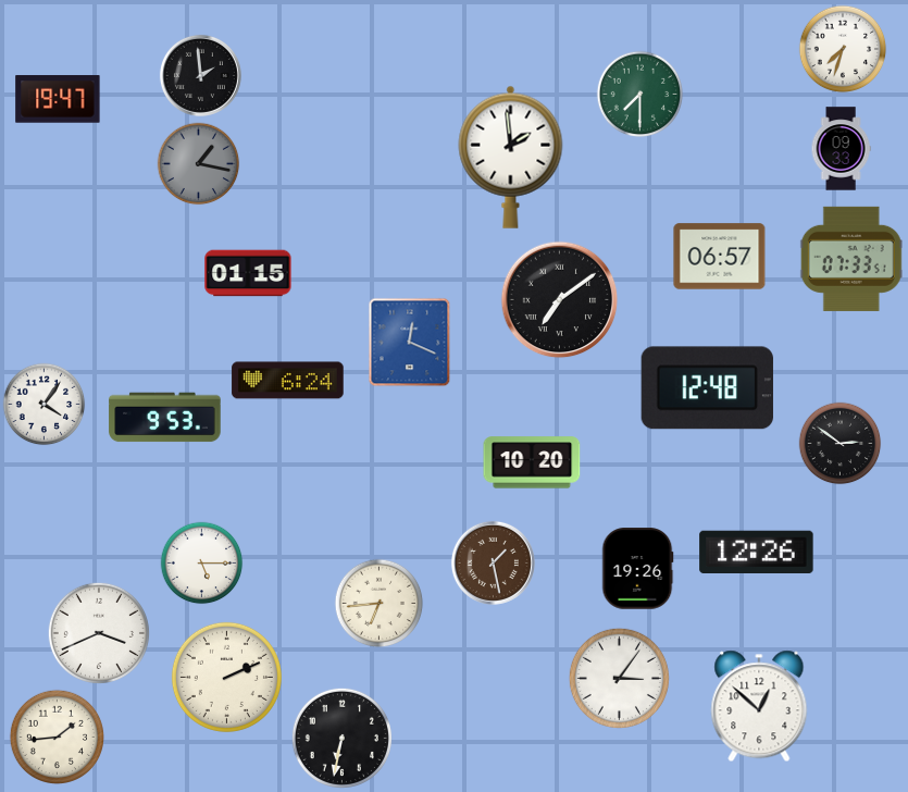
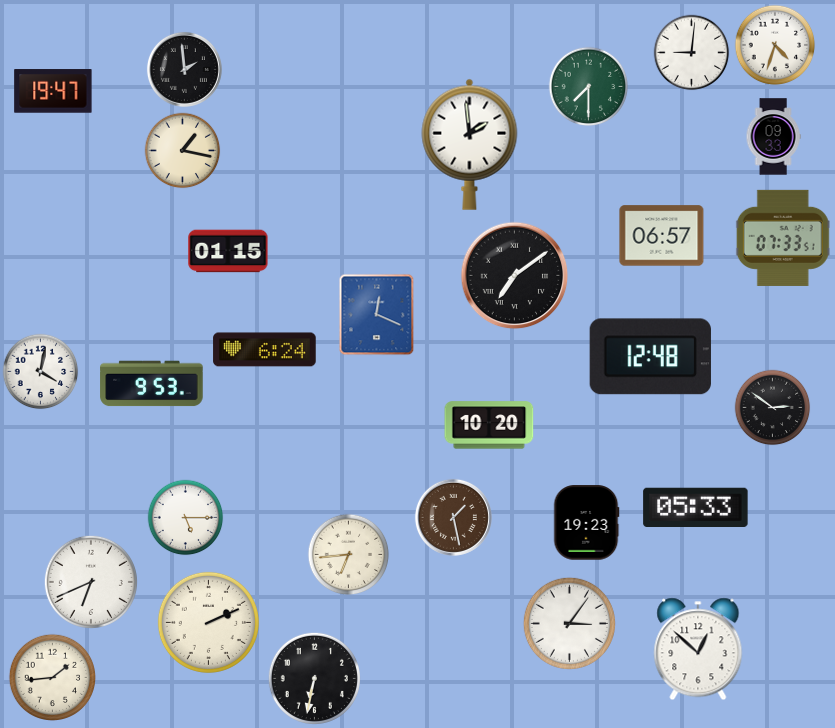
clock at (843, 49): 7:33 -> 4:33
clock at (692, 53): none -> 9:01
clock at (199, 164) dial: grey -> cream
clock at (45, 405): 4:06 -> 4:02
clock at (757, 553): 12:26 -> 05:33
clock at (637, 569): 19:26 -> 19:23
clock at (99, 633): 3:41 -> 6:41
